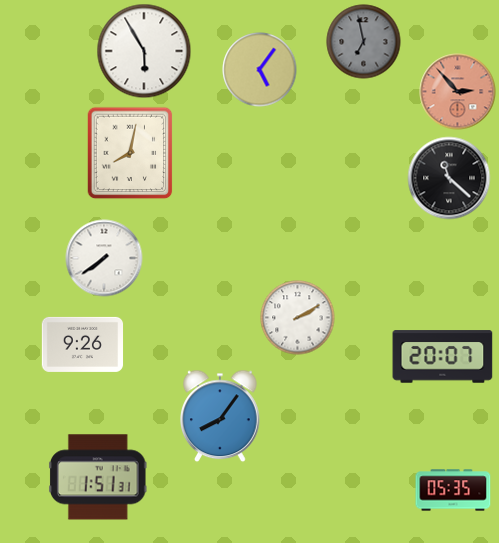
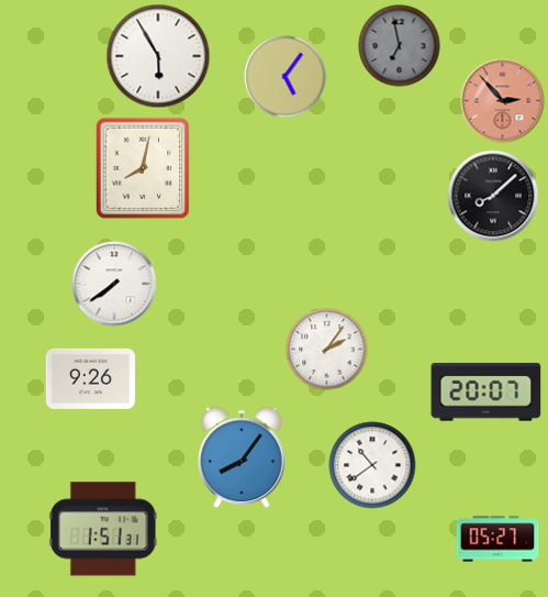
clock at (449, 178): 11:22 -> 8:08
clock at (298, 318): 2:10 -> 2:06
clock at (372, 465): none -> 10:39
clock at (98, 477) position: (98, 477) -> (103, 529)
clock at (453, 490): 05:35 -> 05:27
